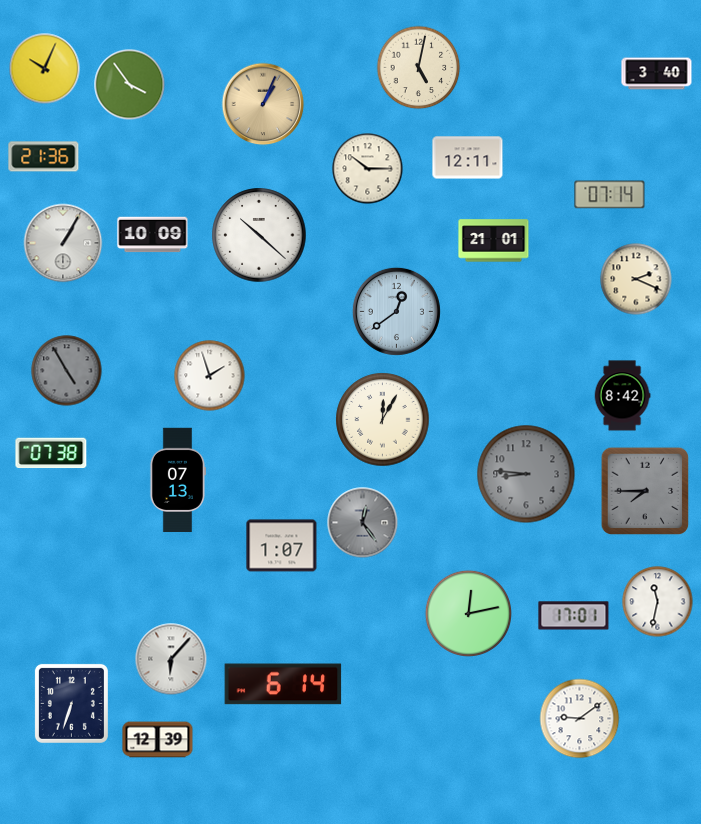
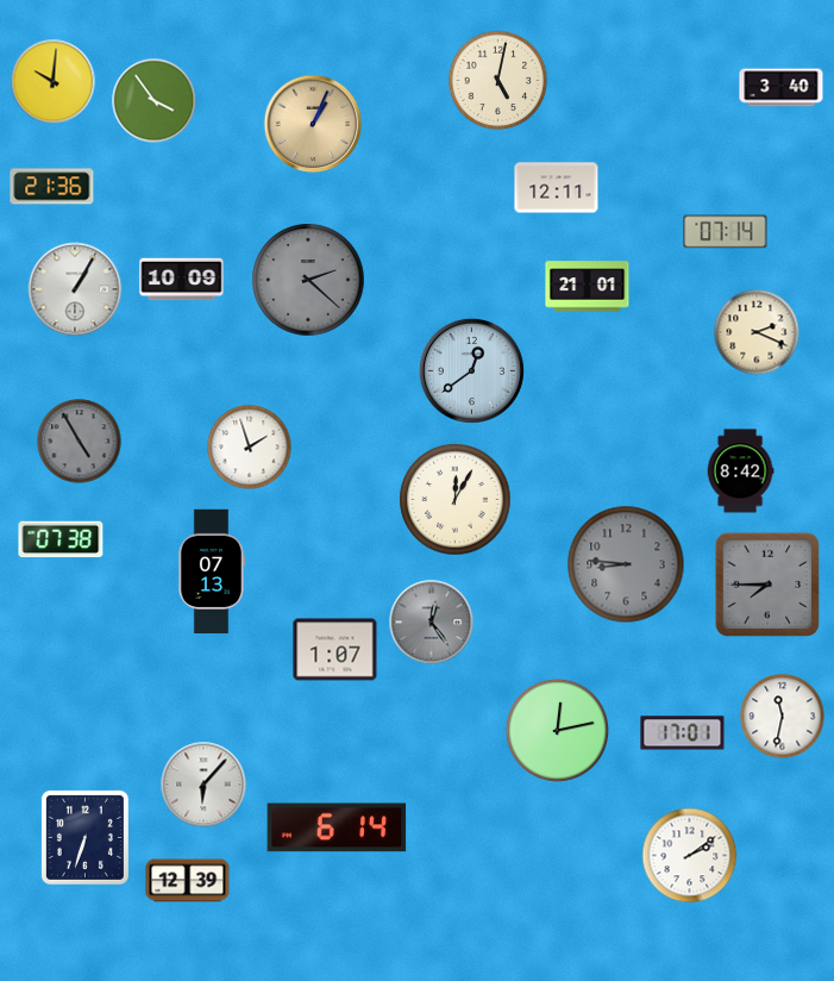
clock at (45, 69): 10:04 -> 10:01
clock at (368, 169): 10:15 -> none
clock at (259, 235): 10:22 -> 2:22
clock at (259, 235) dial: white -> grey
clock at (283, 684) position: (283, 684) -> (337, 827)
clock at (580, 719): 9:09 -> 2:09
